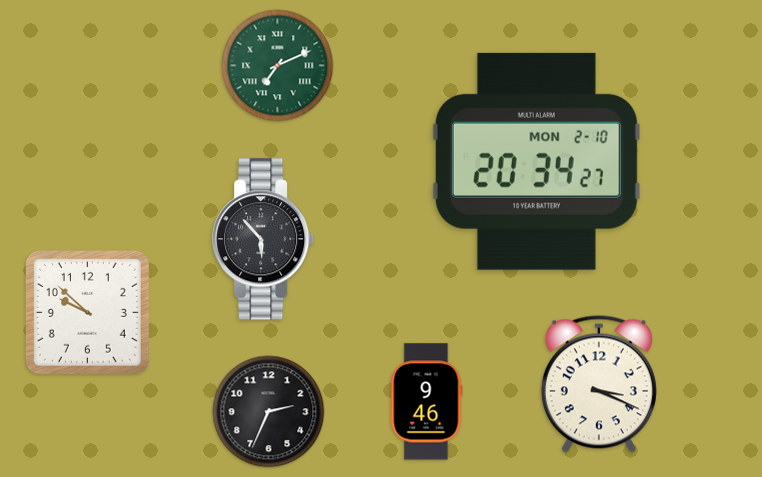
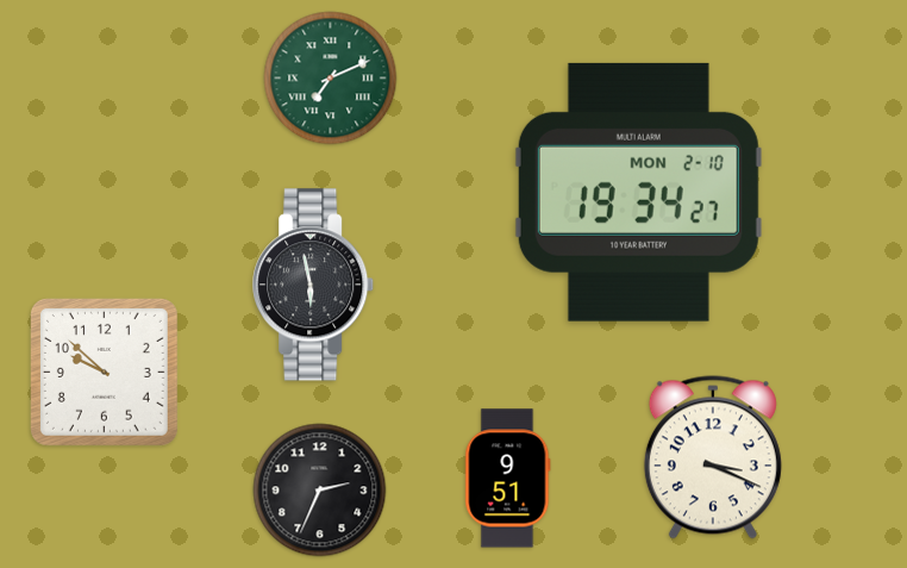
clock at (536, 161): 20:34 -> 19:34
clock at (264, 239): 5:53 -> 5:58
clock at (427, 402): 9:46 -> 9:51
